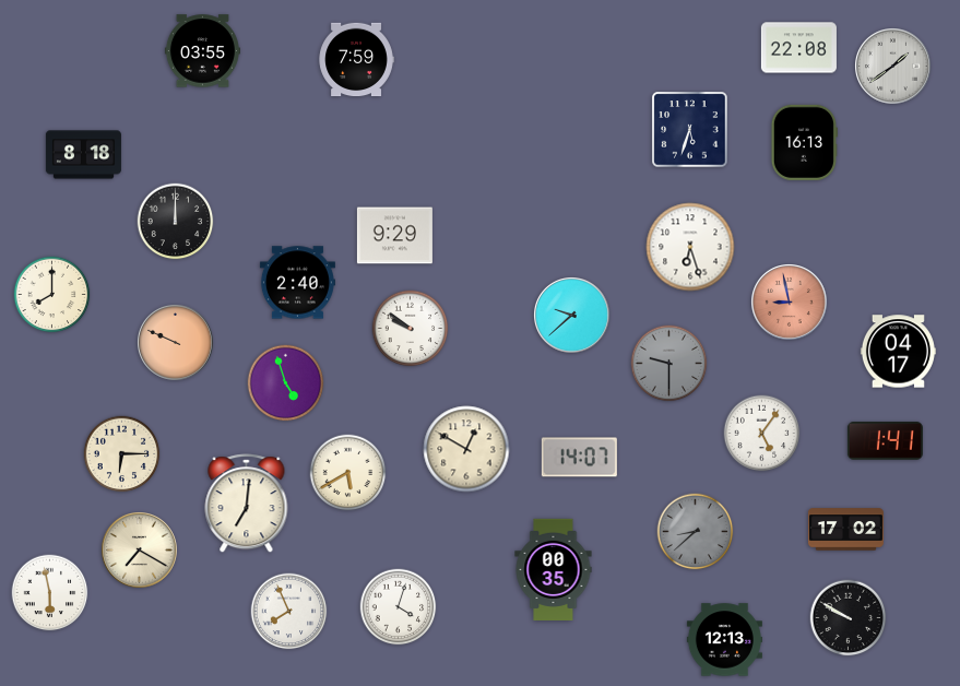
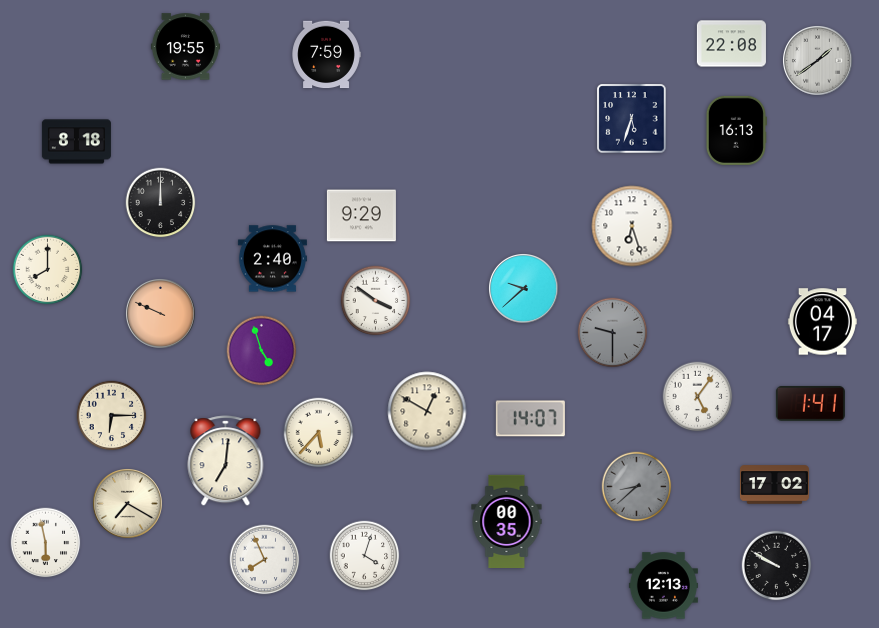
clock at (202, 51): 03:55 -> 19:55
clock at (790, 303): 8:58 -> none
clock at (411, 329): 9:51 -> 3:51
clock at (348, 473): 5:40 -> 5:37
